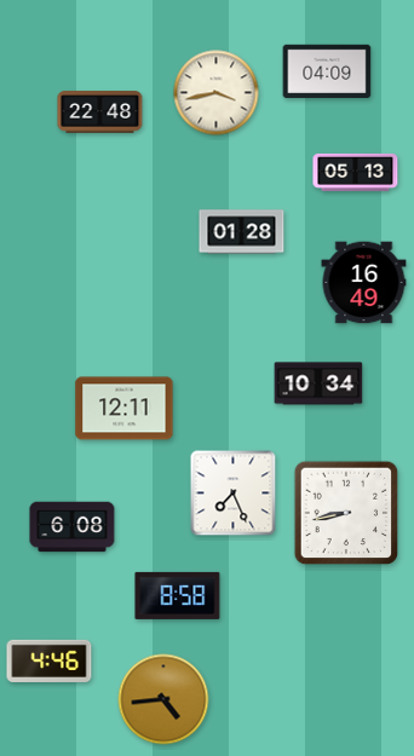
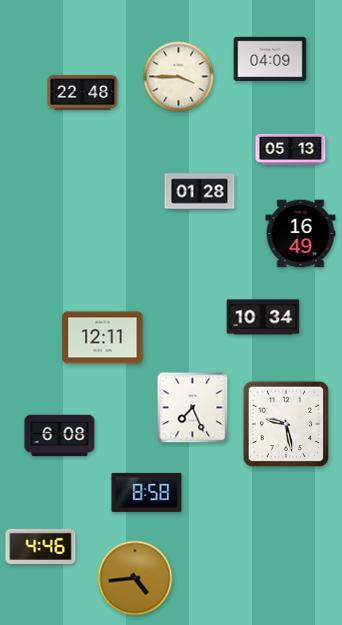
clock at (217, 93): 3:43 -> 3:45
clock at (356, 172) position: (356, 172) -> (291, 149)
clock at (346, 513): 8:43 -> 9:28
